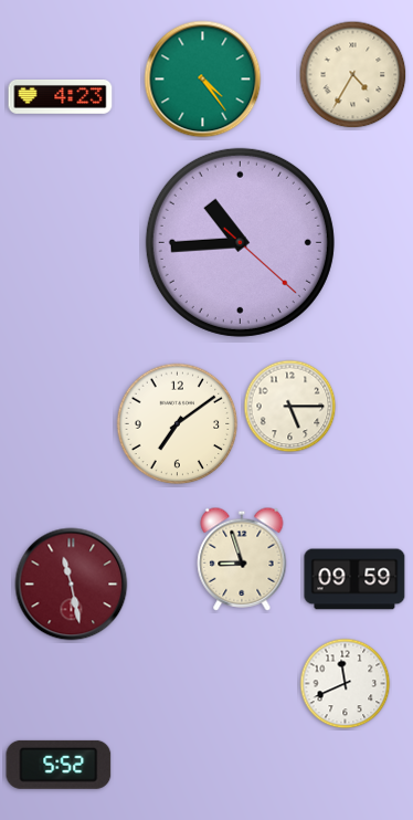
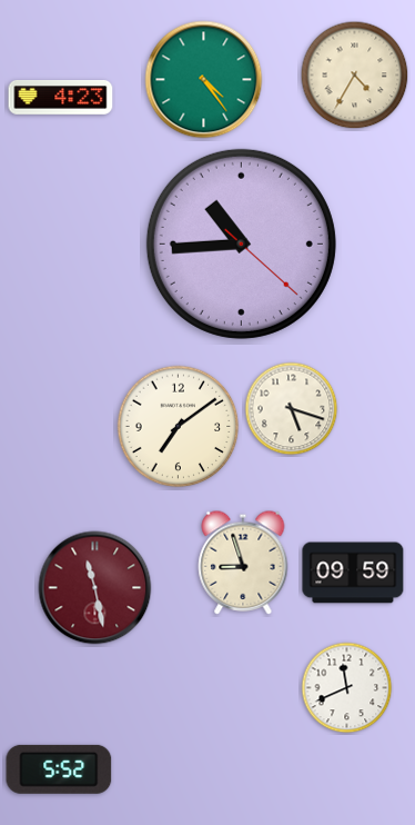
clock at (290, 407): 5:15 -> 5:18
clock at (354, 579) position: (354, 579) -> (353, 573)
clock at (72, 585) position: (72, 585) -> (95, 588)
